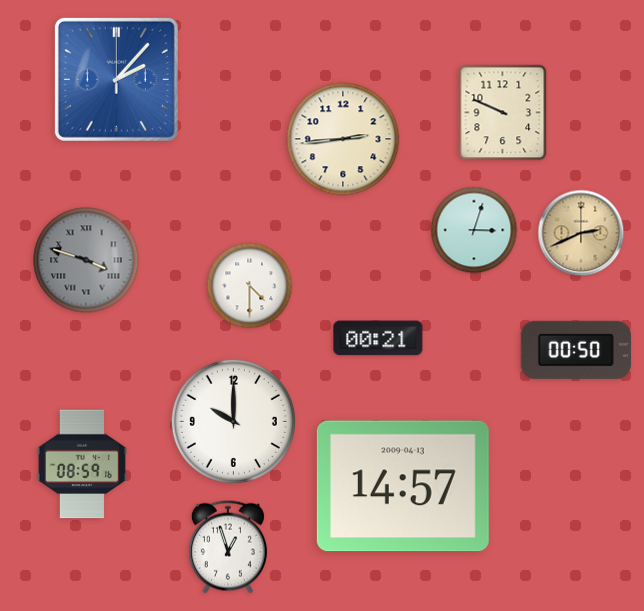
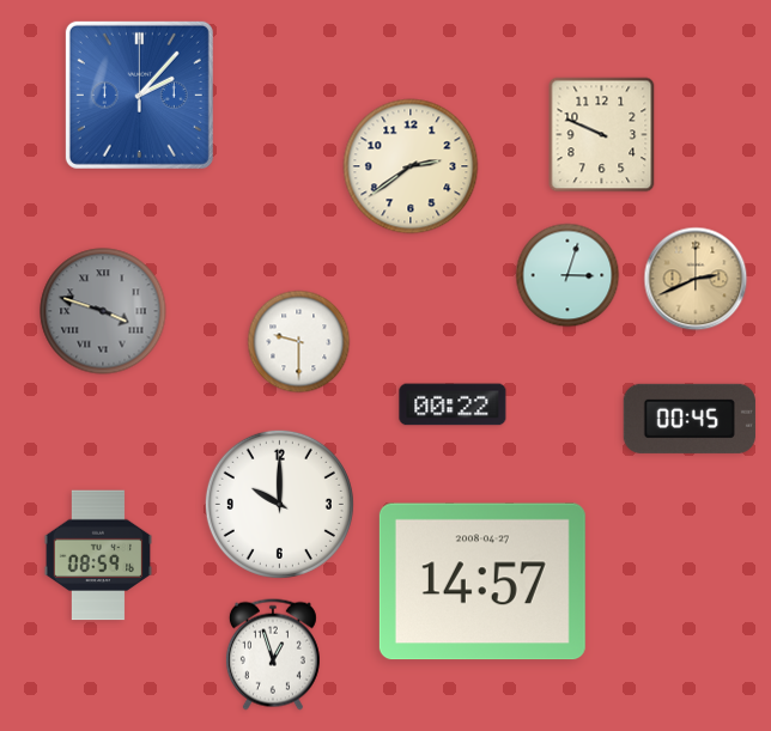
clock at (343, 139): 2:44 -> 2:39
clock at (250, 286): 4:30 -> 9:30
clock at (378, 338): 00:21 -> 00:22
clock at (576, 350): 00:50 -> 00:45
clock at (403, 486) date: 2009-04-13 -> 2008-04-27
